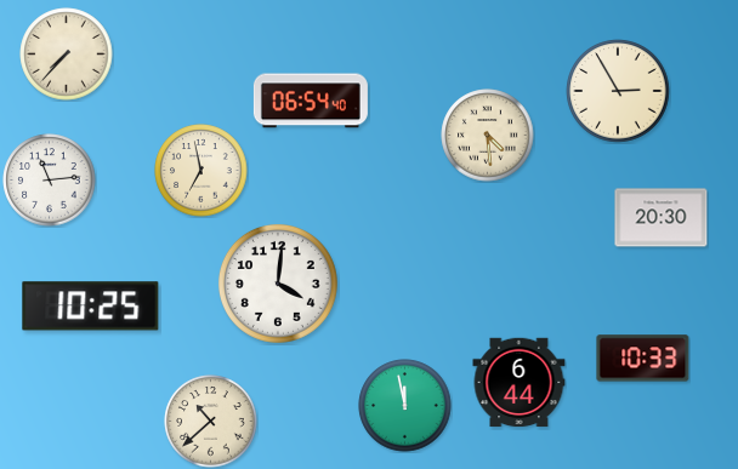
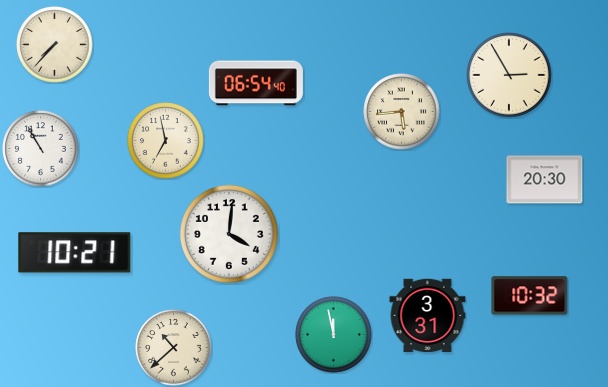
clock at (488, 136): 4:29 -> 5:44
clock at (50, 181): 11:14 -> 10:55
clock at (91, 307): 10:25 -> 10:21
clock at (643, 359): 10:33 -> 10:32
clock at (520, 383): 6:44 -> 3:31
